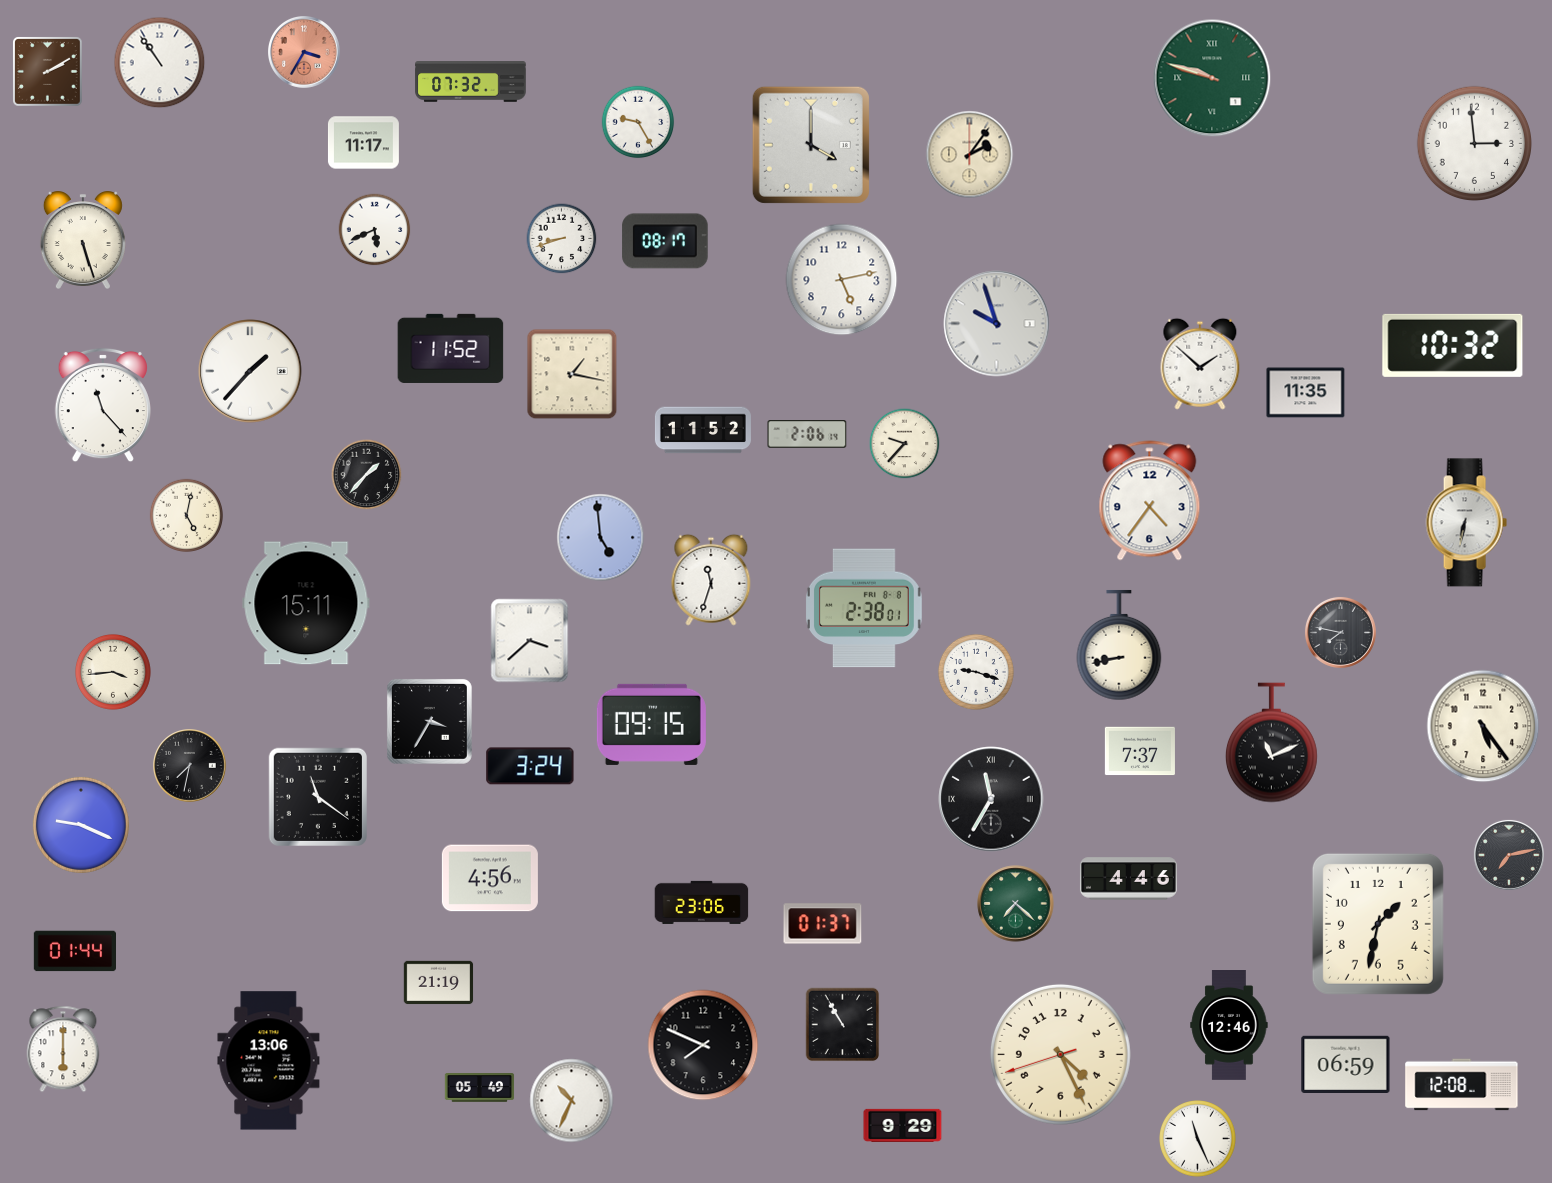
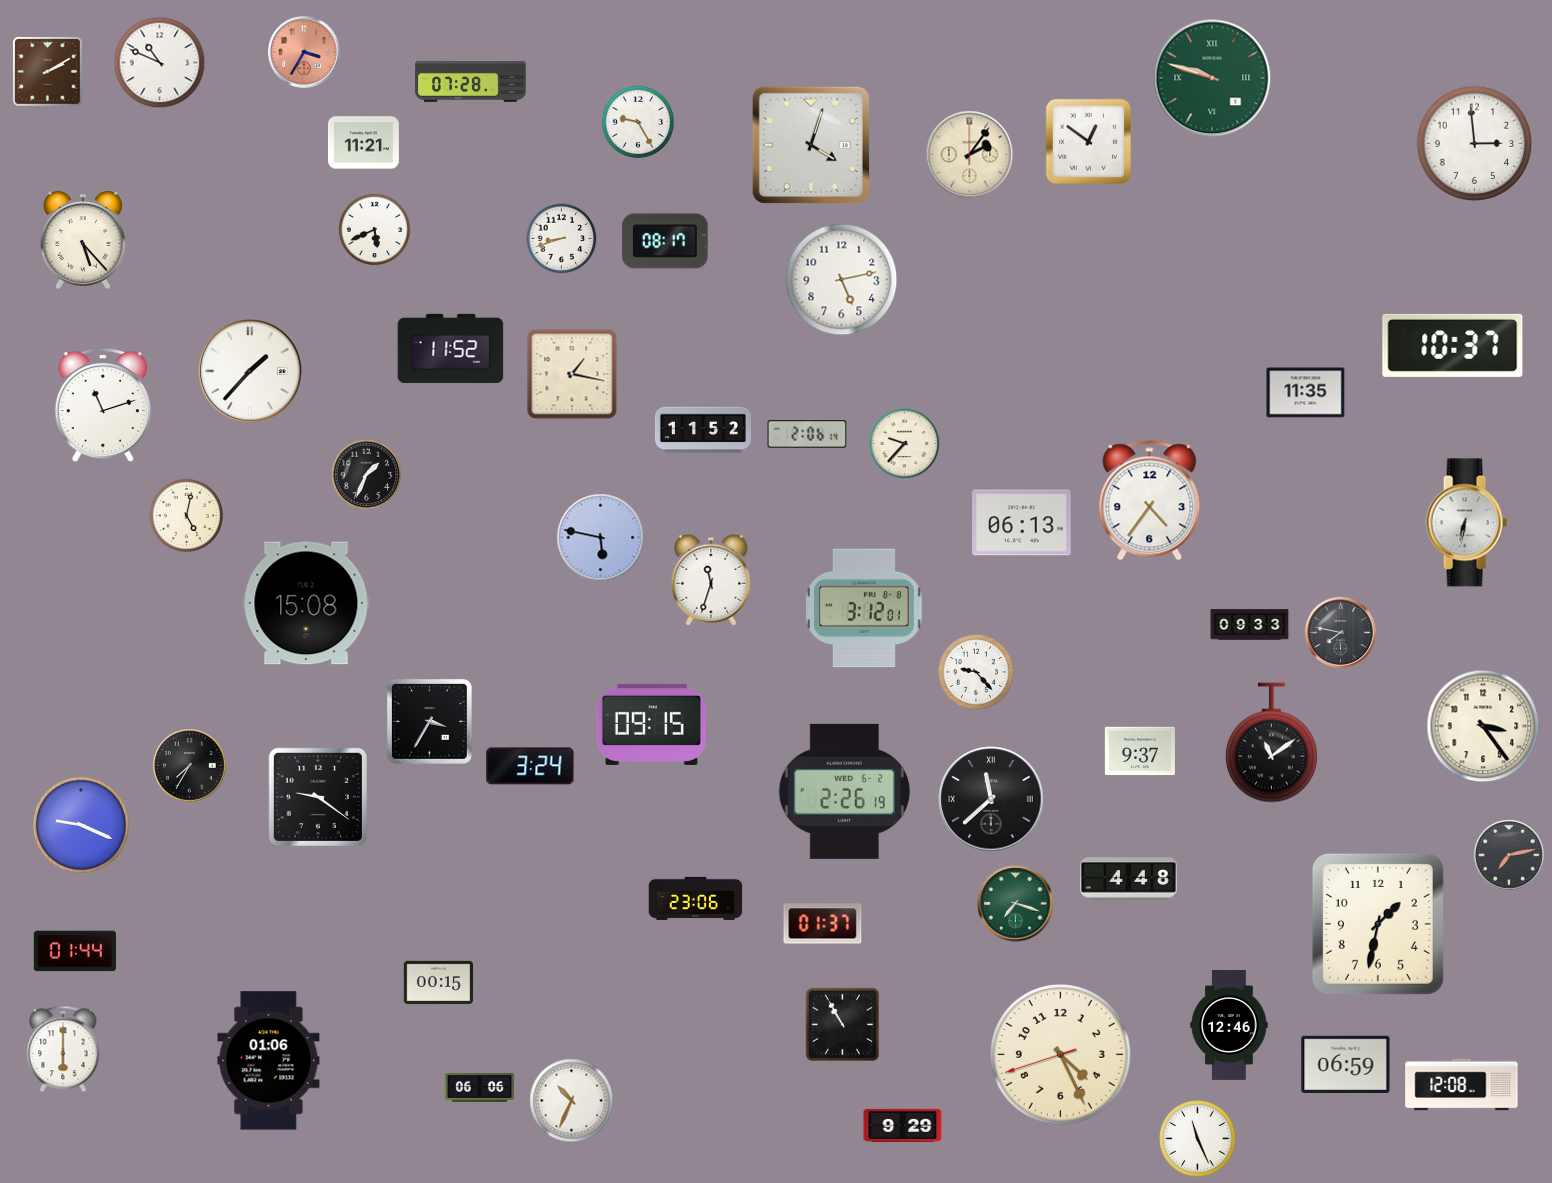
clock at (160, 63): 10:54 -> 10:49
clock at (471, 82): 07:32 -> 07:28
clock at (1088, 141): none -> 12:51
clock at (363, 143): 11:17 -> 11:21
clock at (811, 145): 4:00 -> 4:03
clock at (83, 240): 5:27 -> 5:23
clock at (997, 324): 9:57 -> none
clock at (1453, 345): 10:32 -> 10:37
clock at (1200, 364): 1:52 -> none
clock at (103, 405): 11:23 -> 11:12
clock at (367, 475): 1:37 -> 1:34
clock at (1022, 523): none -> 06:13
clock at (601, 538): 4:59 -> 5:47
clock at (306, 603): 15:11 -> 15:08
clock at (864, 608): 2:38 -> 3:12
clock at (1250, 625): none -> 09:33
clock at (530, 641): 3:38 -> none
clock at (1119, 645): 8:43 -> none
clock at (113, 672): 3:44 -> none
clock at (976, 672): 9:18 -> 9:23
clock at (1483, 726): 5:24 -> 3:24
clock at (1271, 743): 11:11 -> 11:09
clock at (1140, 751): 7:37 -> 9:37
clock at (190, 766): 7:32 -> 7:35
clock at (844, 791): none -> 2:26
clock at (317, 796): 11:21 -> 9:21
clock at (991, 799): 11:35 -> 11:38
clock at (490, 878): 4:56 -> none
clock at (1128, 879): 4:46 -> 4:48
clock at (702, 902) position: (702, 902) -> (696, 898)
clock at (1016, 904): 7:22 -> 7:18
clock at (439, 983): 21:19 -> 00:15
clock at (703, 1045): 7:49 -> none
clock at (269, 1061): 13:06 -> 01:06
clock at (480, 1088): 05:49 -> 06:06
